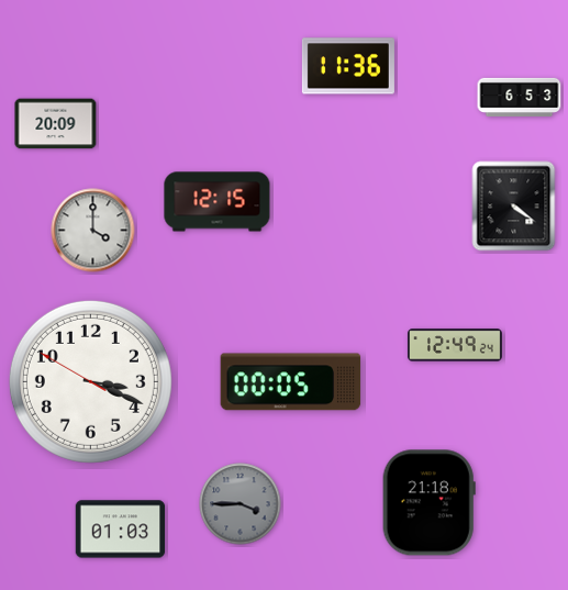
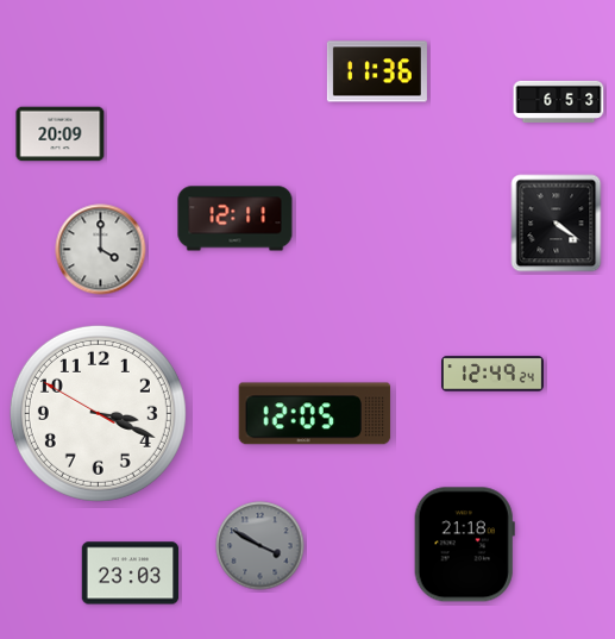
clock at (520, 97) position: (520, 97) -> (559, 101)
clock at (218, 202): 12:15 -> 12:11
clock at (291, 382): 00:05 -> 12:05
clock at (241, 504): 3:45 -> 3:50
clock at (121, 530): 01:03 -> 23:03
